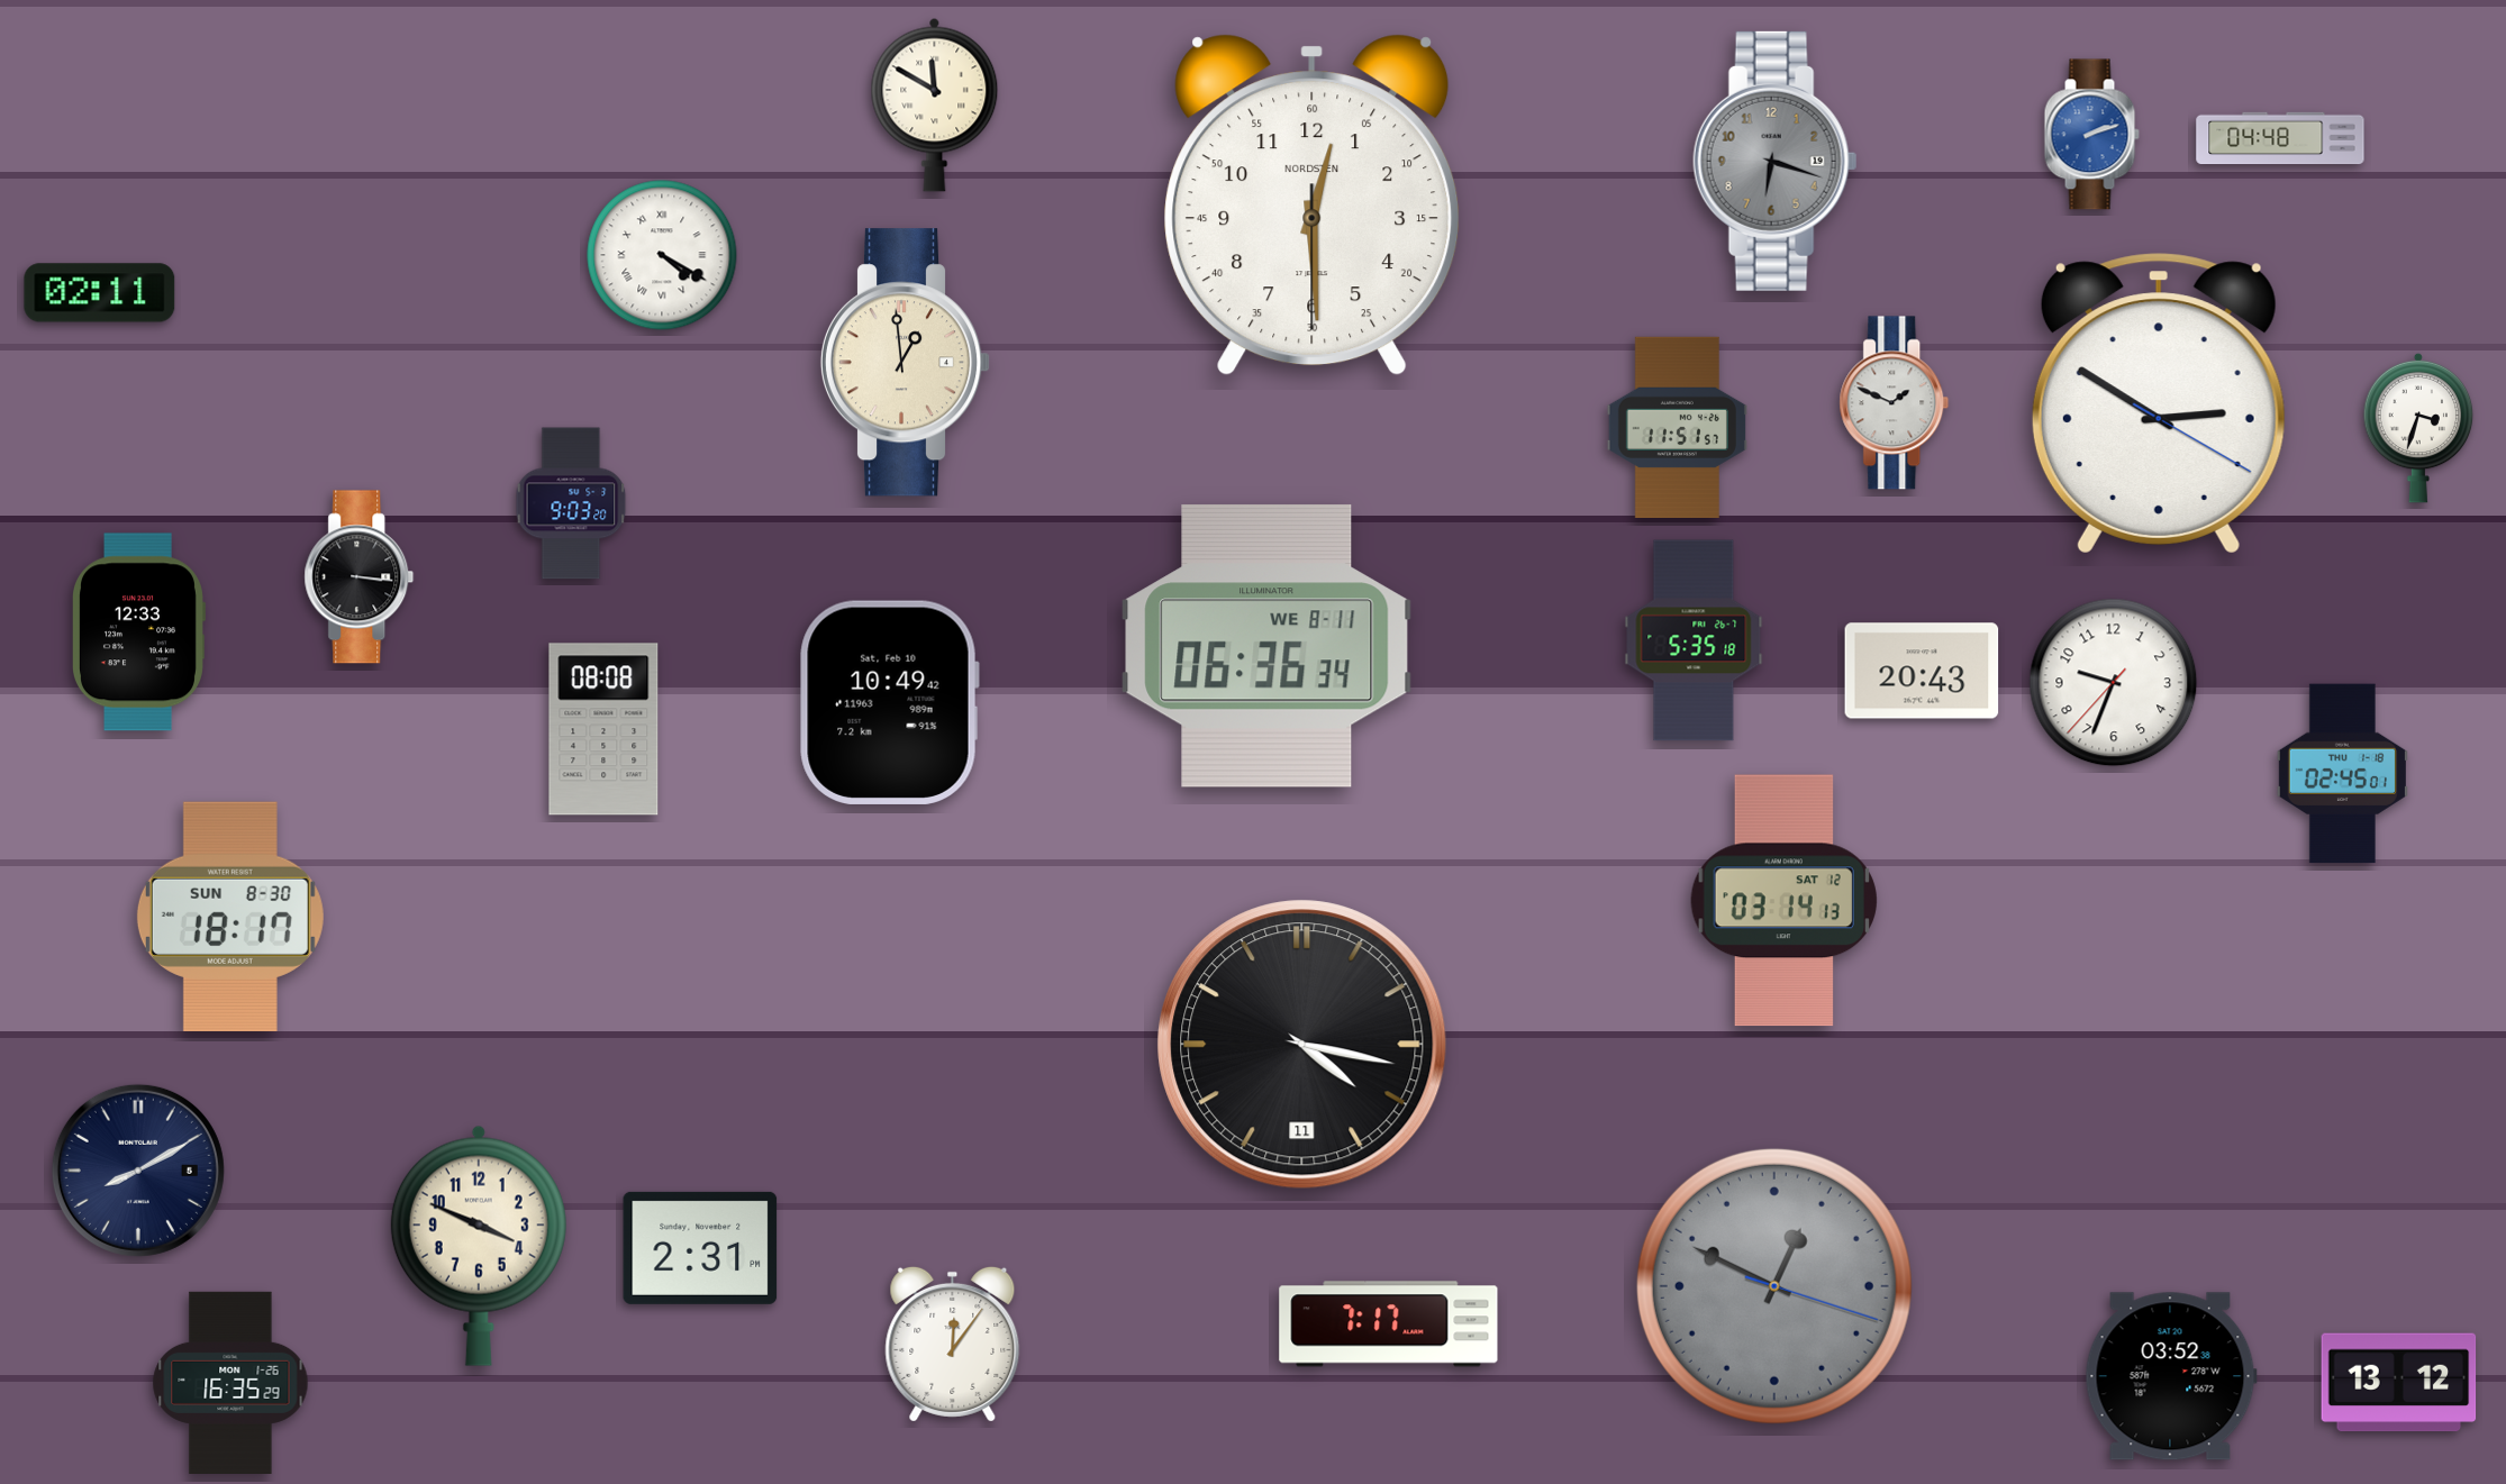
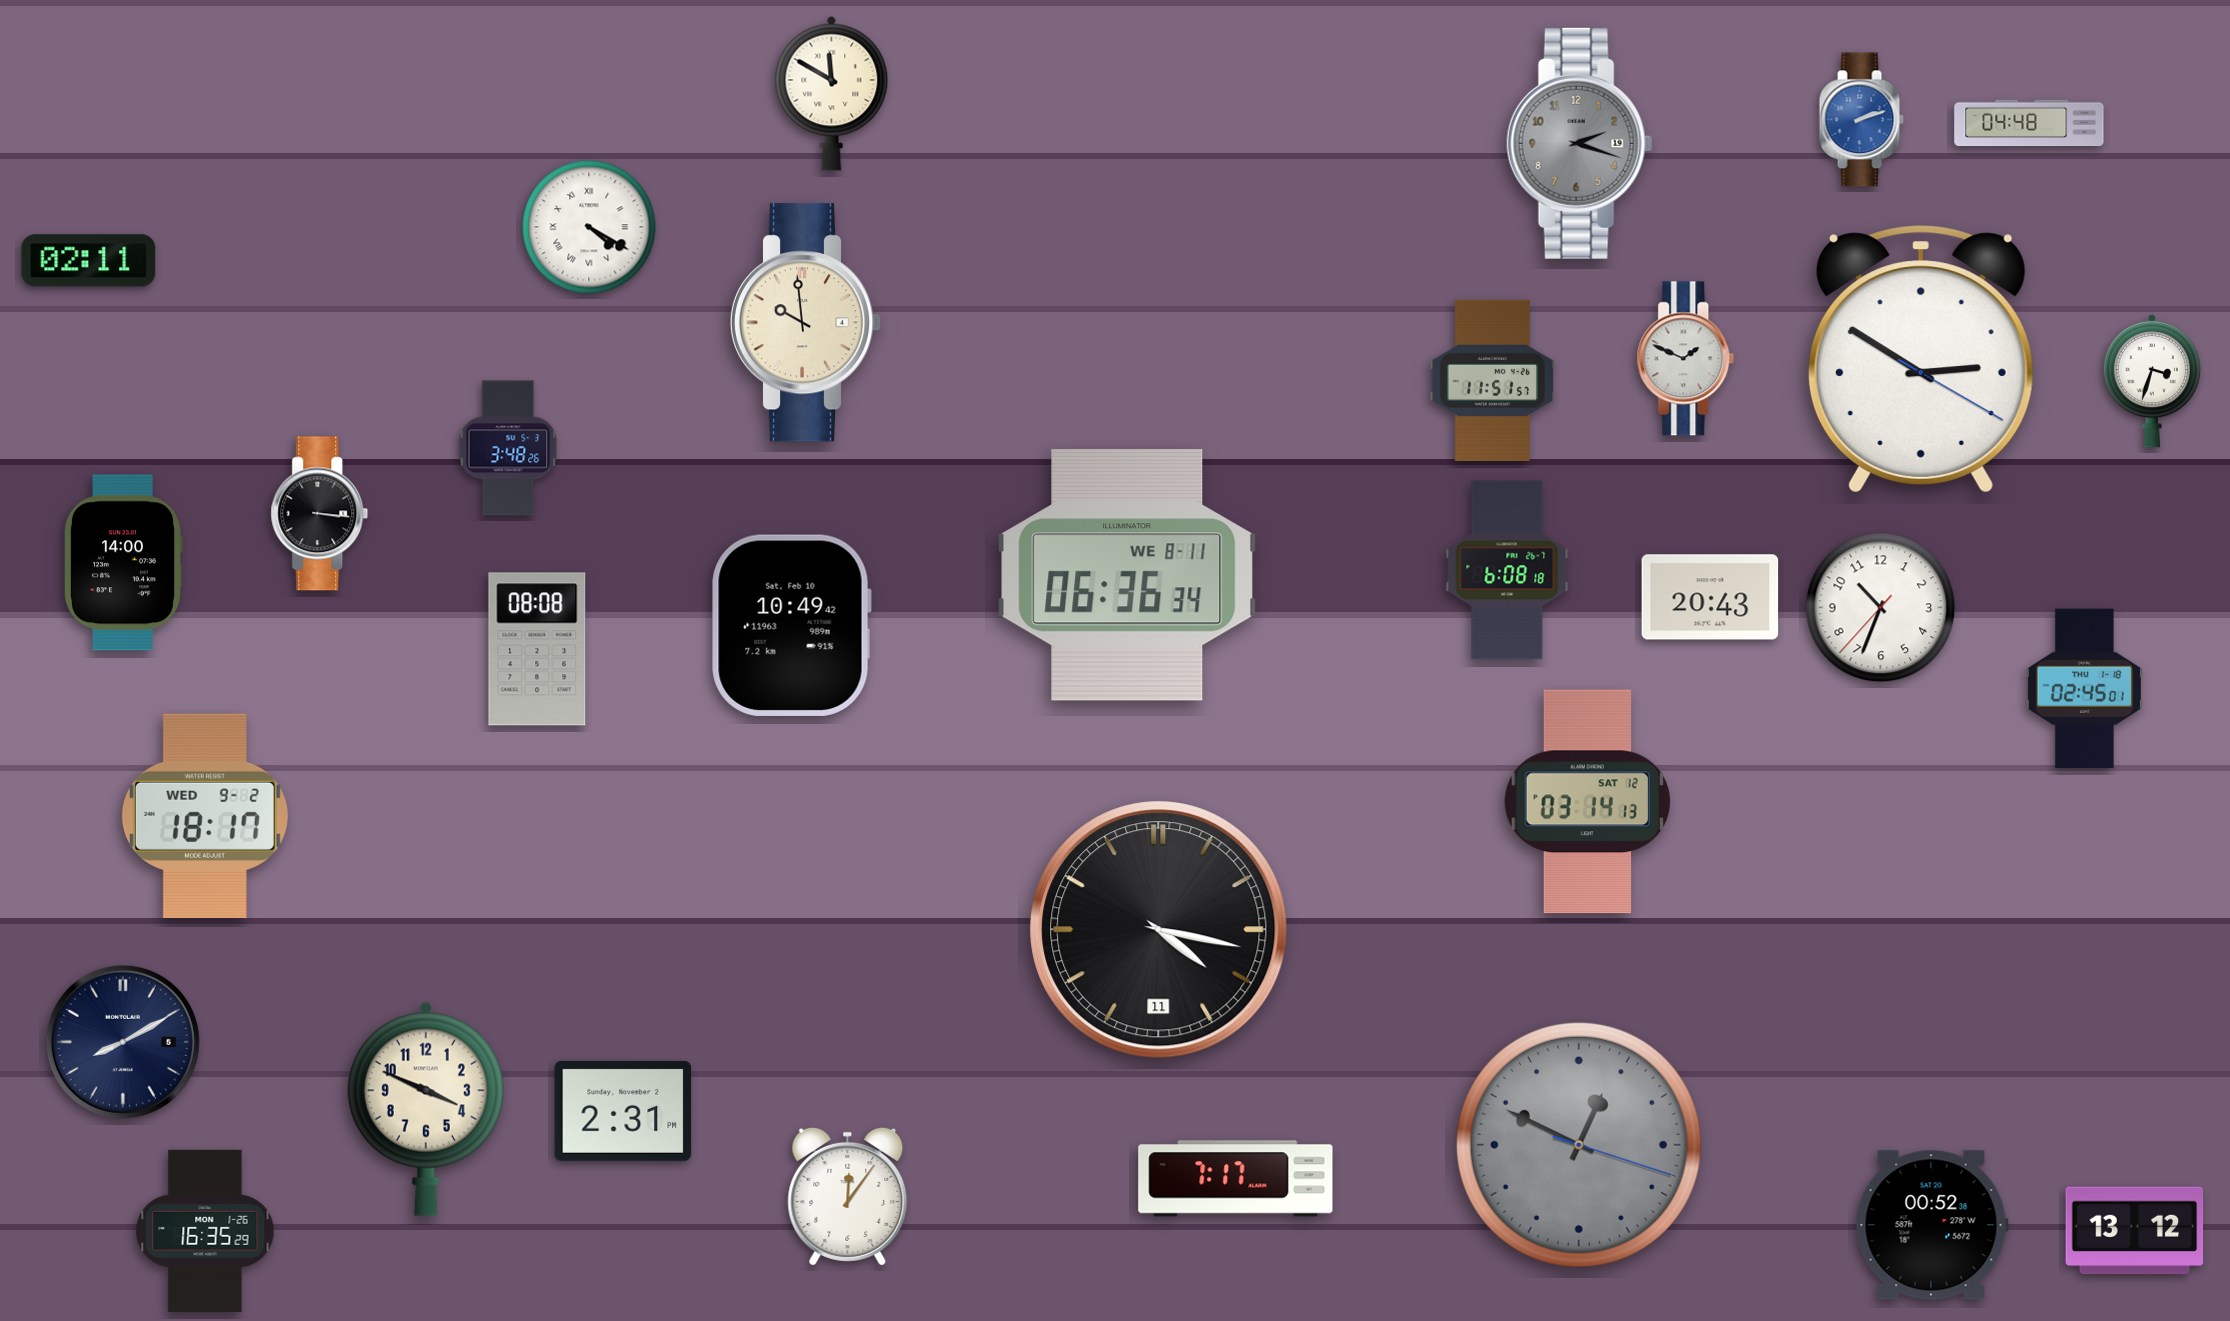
clock at (1776, 161): 6:18 -> 2:18
clock at (1313, 206): 12:29 -> none
clock at (906, 363): 12:59 -> 9:59
clock at (571, 503): 9:03 -> 3:48
clock at (138, 632): 12:33 -> 14:00
clock at (1694, 640): 5:35 -> 6:08
clock at (2114, 683): 9:33 -> 10:33
clock at (230, 917) date: SUN 8-30 -> WED 9-2
clock at (2171, 1376): 03:52 -> 00:52
